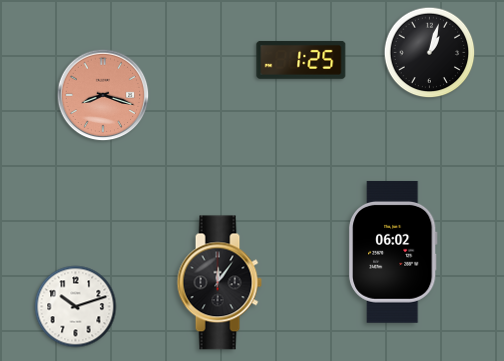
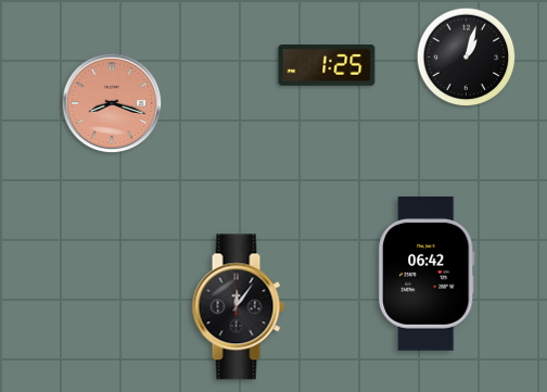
clock at (394, 252): 06:02 -> 06:42
clock at (76, 307): 10:12 -> none
